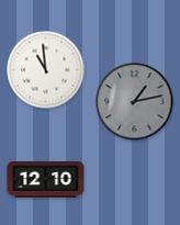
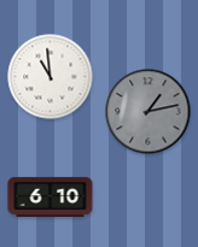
clock at (46, 179): 12:10 -> 6:10
